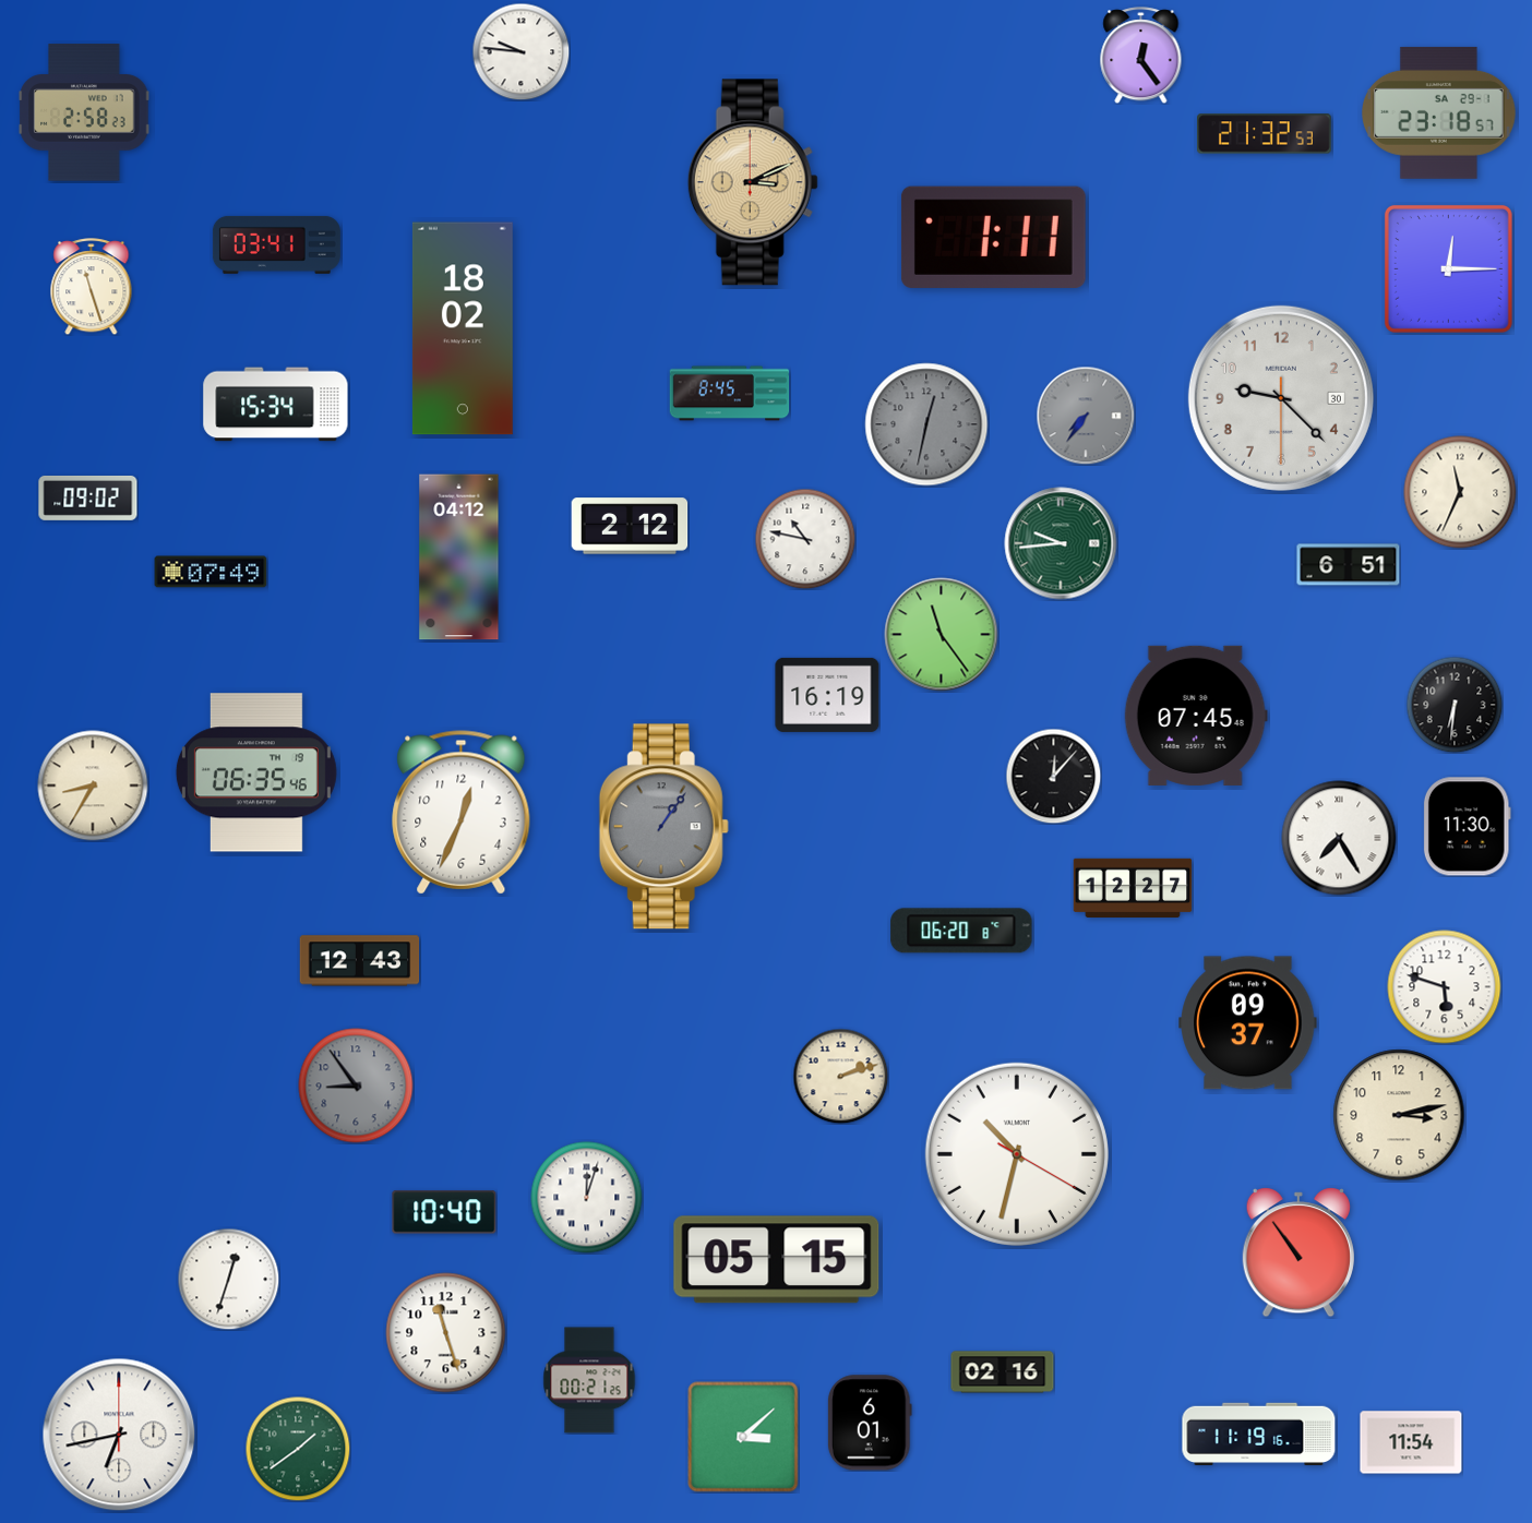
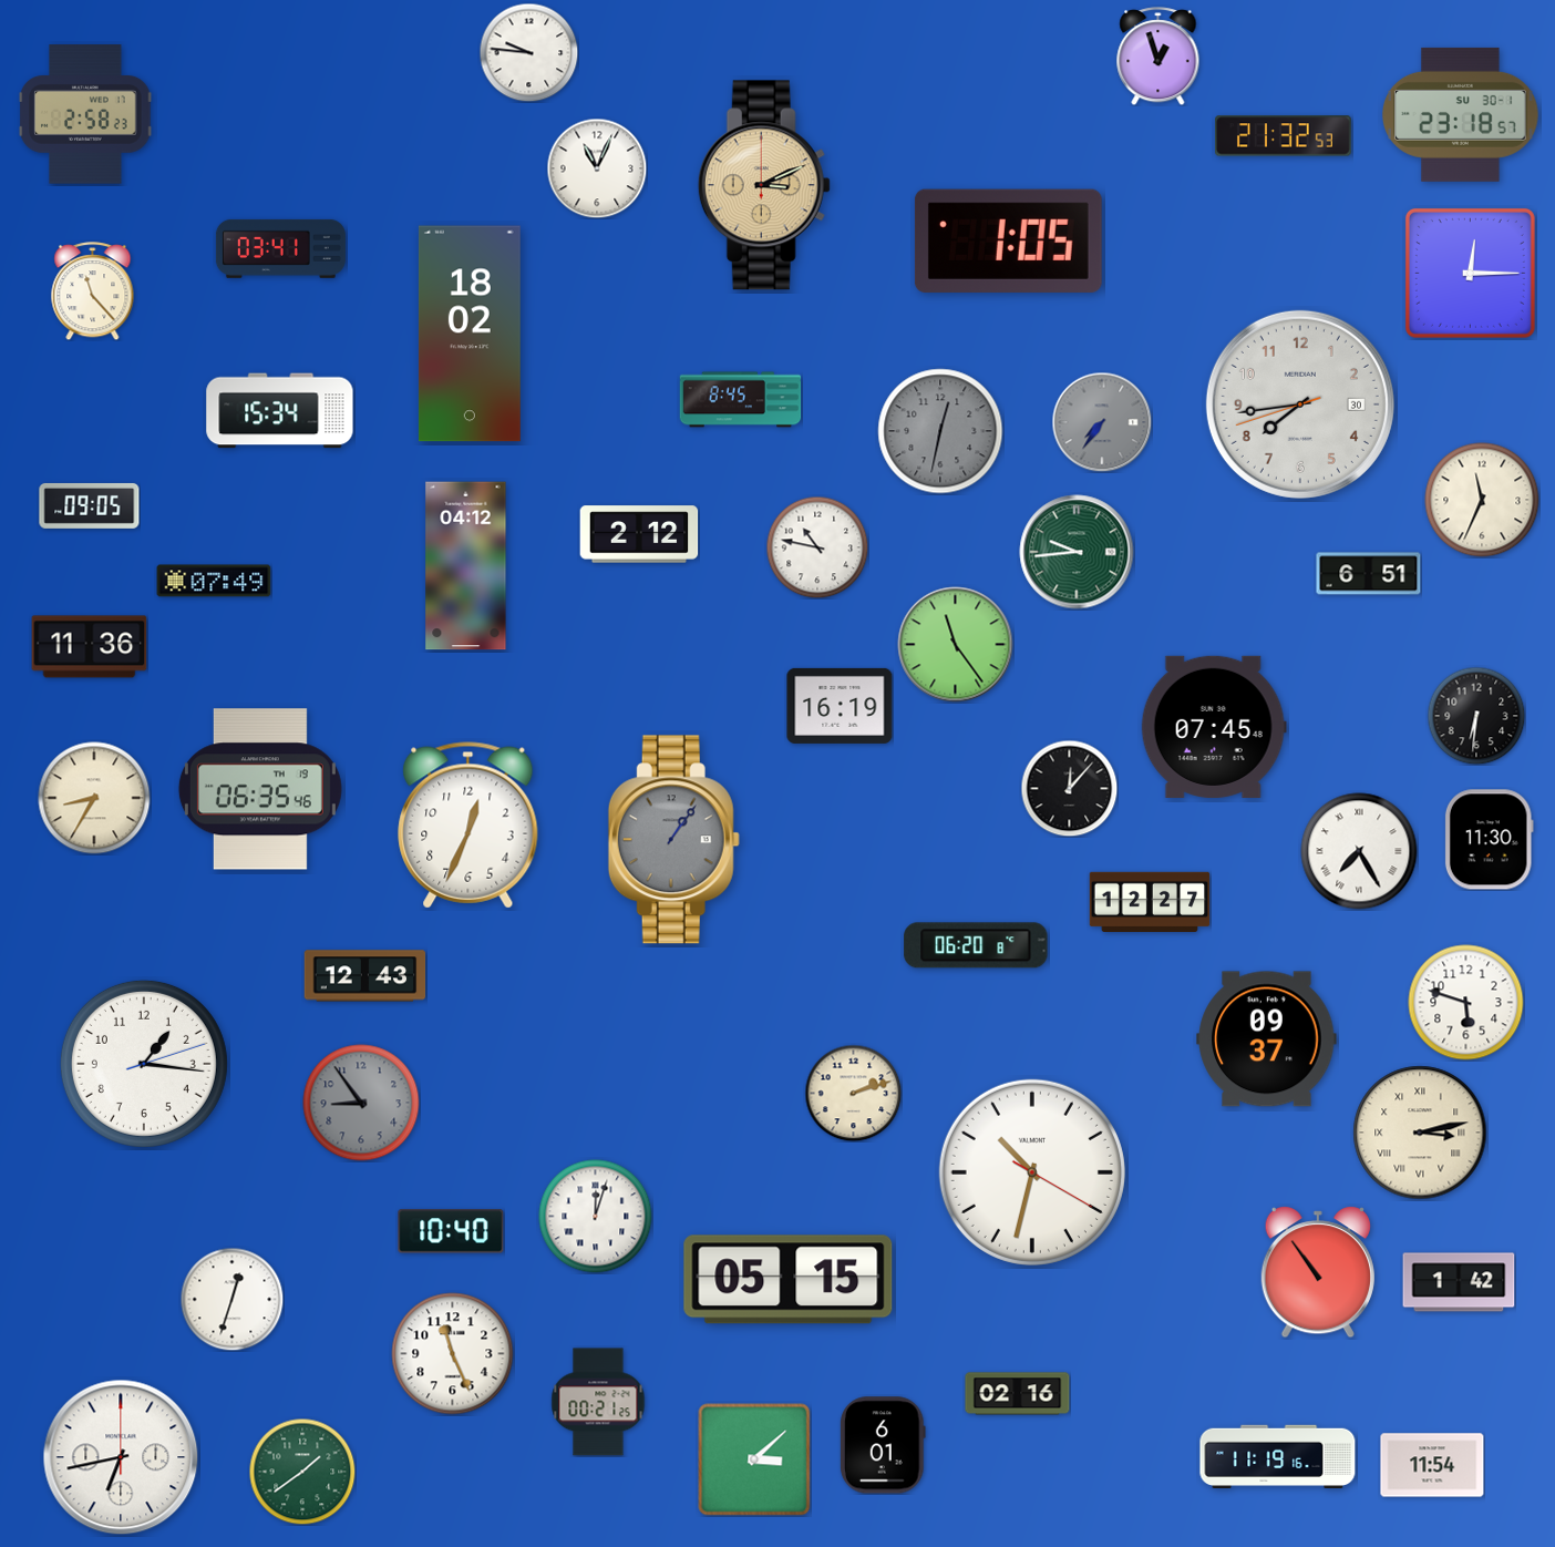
clock at (1141, 56): 12:24 -> 12:57
clock at (1439, 112) date: SA 29-1 -> SU 30-1
clock at (597, 168): none -> 11:04
clock at (993, 237): 1:11 -> 1:05
clock at (92, 287): 11:27 -> 11:23
clock at (1281, 398): 9:22 -> 7:43
clock at (88, 497): 09:02 -> 09:05
clock at (90, 647): none -> 11:36
clock at (256, 772) position: (256, 772) -> (260, 789)
clock at (144, 1064): none -> 1:16
clock at (1399, 1115) numerals: Arabic -> Roman
clock at (1459, 1282): none -> 1:42
clock at (446, 1333): 11:27 -> 11:26
